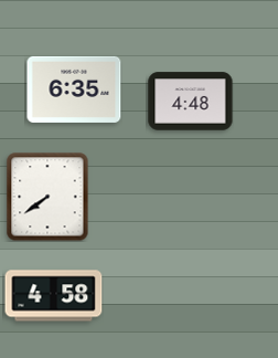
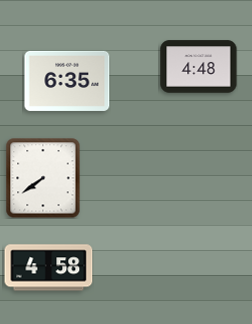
clock at (191, 102) position: (191, 102) -> (199, 67)
